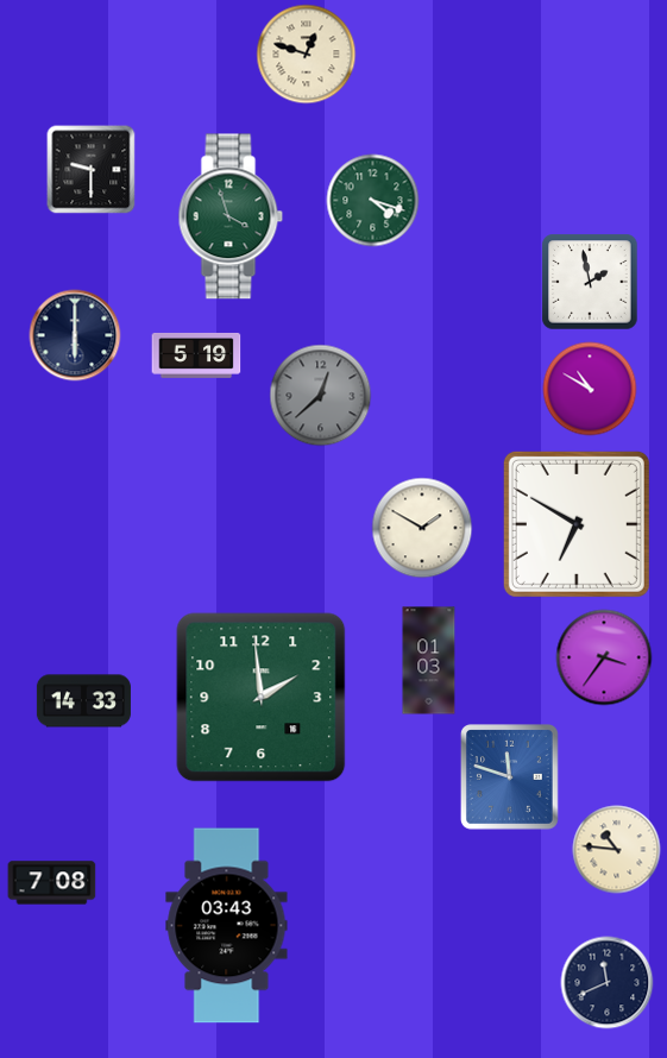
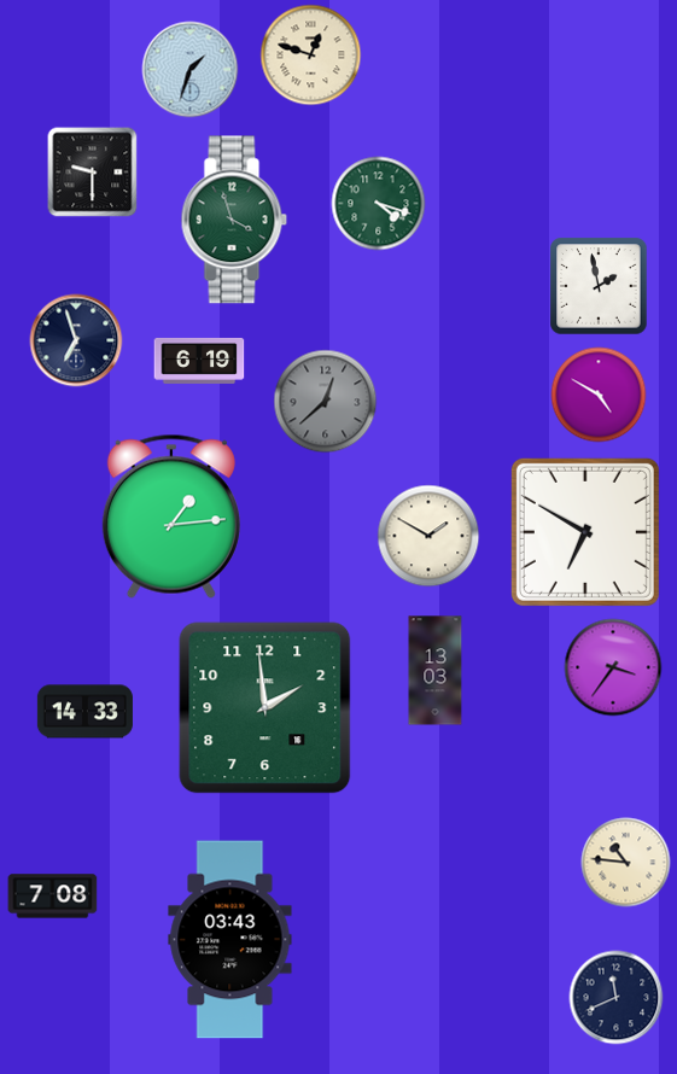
clock at (191, 70): none -> 1:33
clock at (75, 335): 6:00 -> 6:57
clock at (196, 355): 5:19 -> 6:19
clock at (590, 389): 10:50 -> 4:50
clock at (171, 516): none -> 1:14
clock at (429, 661): 01:03 -> 13:03
clock at (510, 777): 11:48 -> none
